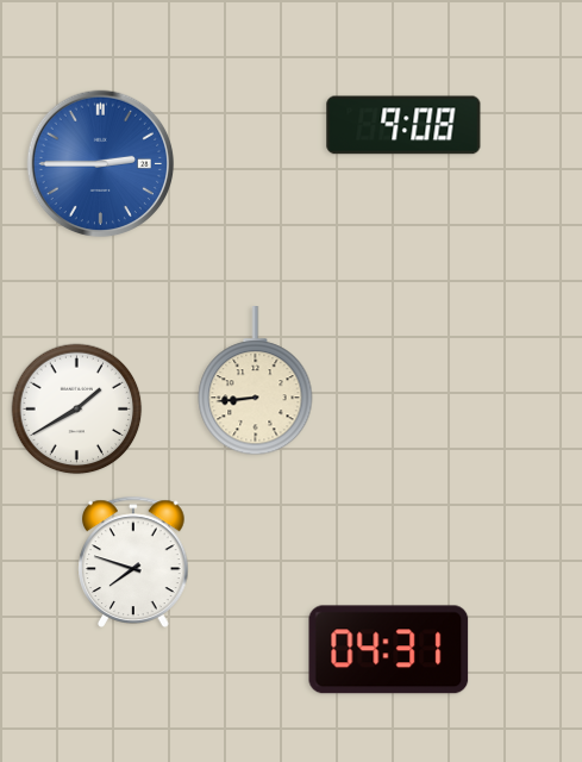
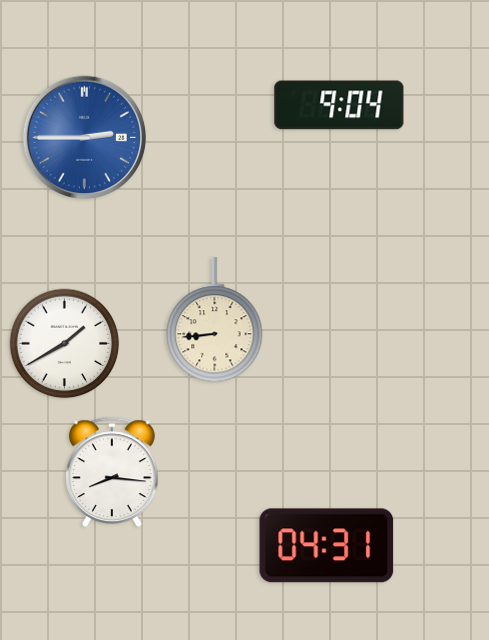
clock at (403, 125): 9:08 -> 9:04
clock at (133, 562): 7:48 -> 8:16
